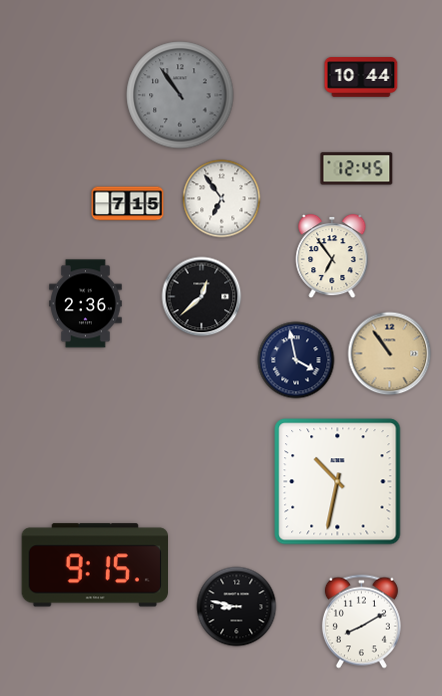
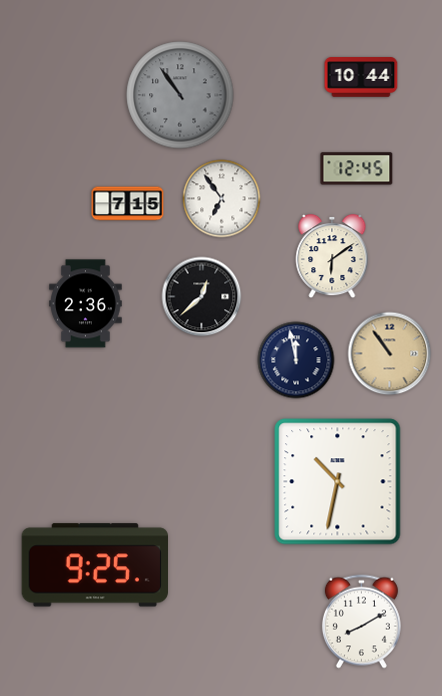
clock at (332, 256): 6:54 -> 6:09
clock at (296, 360): 3:58 -> 11:58
clock at (94, 565): 9:15 -> 9:25
clock at (237, 607): 8:47 -> none
